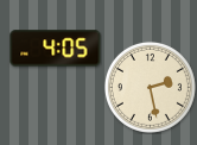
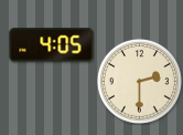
clock at (150, 87): 2:28 -> 2:30
